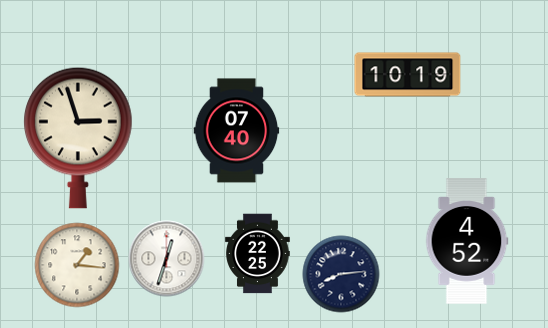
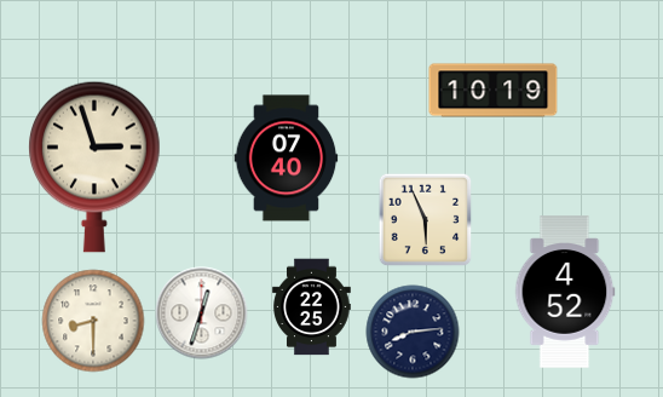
clock at (425, 219): none -> 5:56
clock at (77, 265): 1:16 -> 8:30
